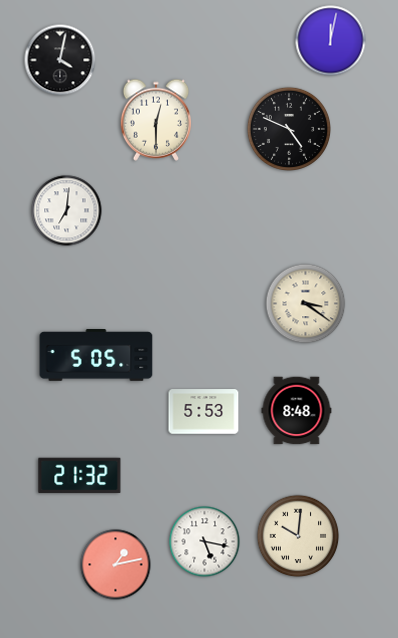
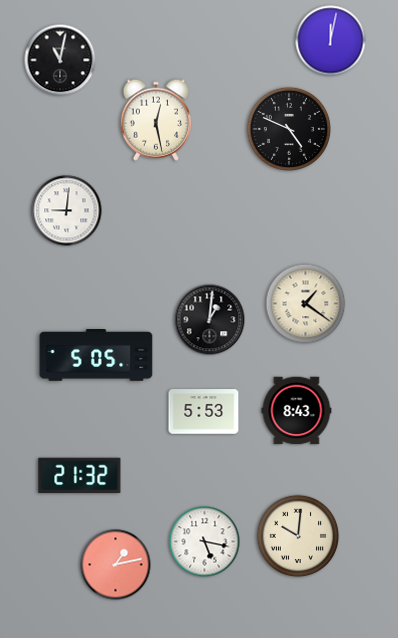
clock at (60, 60): 4:02 -> 11:02
clock at (156, 120): 12:30 -> 12:28
clock at (67, 211): 7:01 -> 9:01
clock at (306, 304): 3:21 -> 1:21
clock at (210, 320): none -> 1:01
clock at (297, 411): 8:48 -> 8:43
